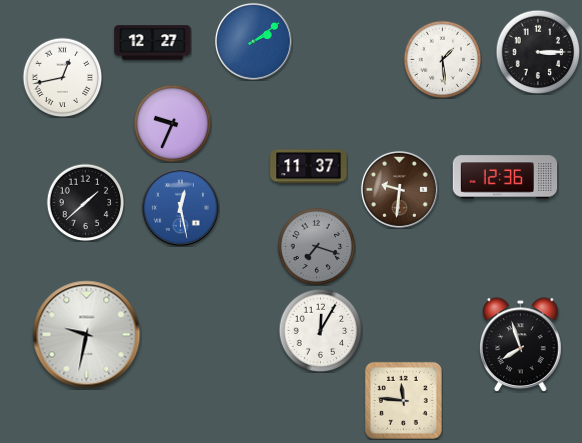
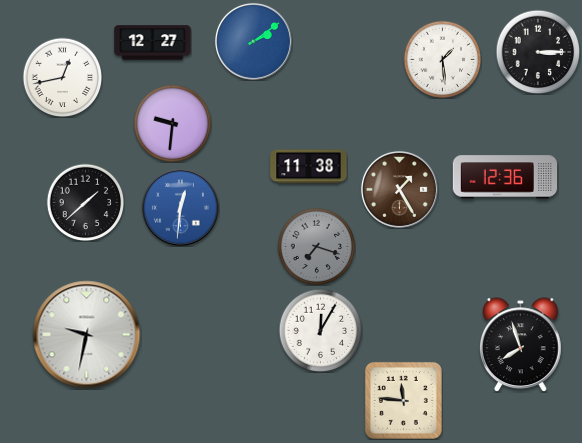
clock at (172, 123): 9:34 -> 9:31
clock at (309, 167): 11:37 -> 11:38
clock at (399, 189): 9:31 -> 1:25
clock at (180, 207): 12:28 -> 12:31
